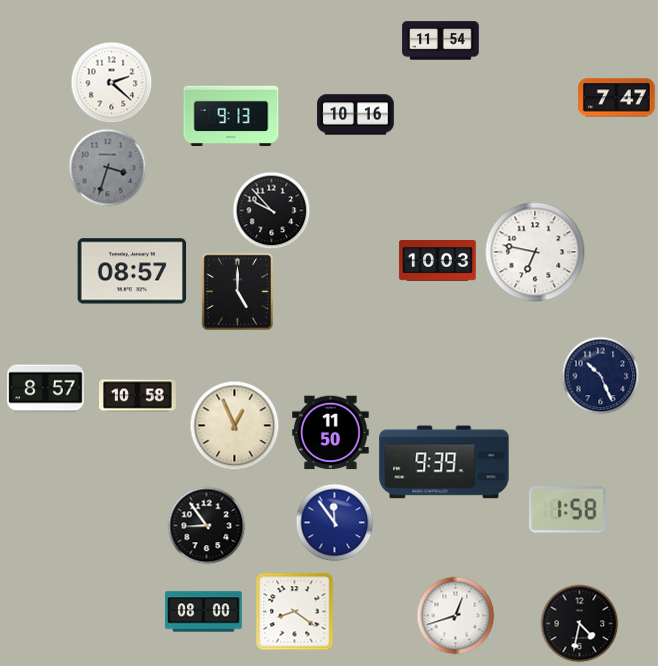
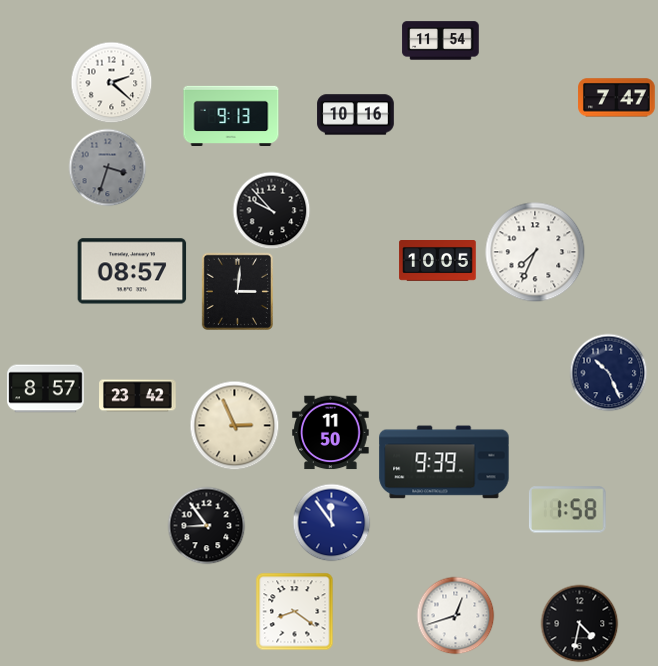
clock at (535, 252): 6:47 -> 7:34
clock at (438, 261): 10:03 -> 10:05
clock at (237, 291): 5:00 -> 3:01
clock at (600, 375) position: (600, 375) -> (608, 372)
clock at (138, 396): 10:58 -> 23:42
clock at (234, 425): 12:56 -> 2:56
clock at (334, 522) position: (334, 522) -> (331, 522)
clock at (204, 612): 08:00 -> none
